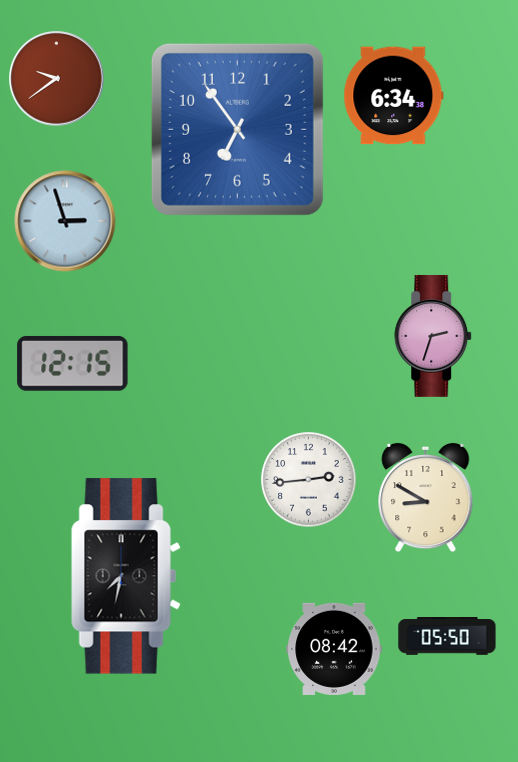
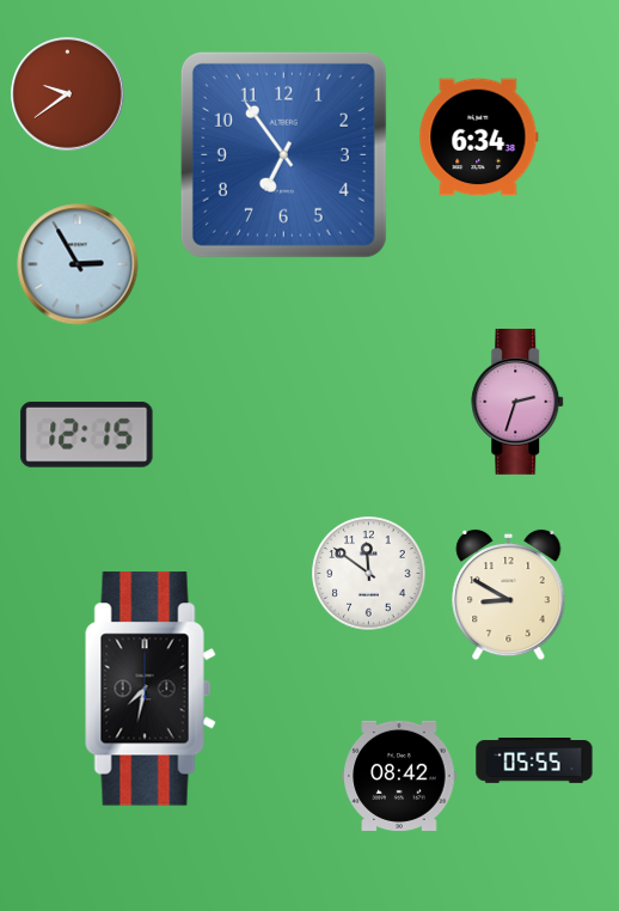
clock at (394, 96) position: (394, 96) -> (479, 137)
clock at (65, 221): 2:57 -> 2:55
clock at (309, 480): 2:44 -> 11:51
clock at (447, 637): 05:50 -> 05:55
